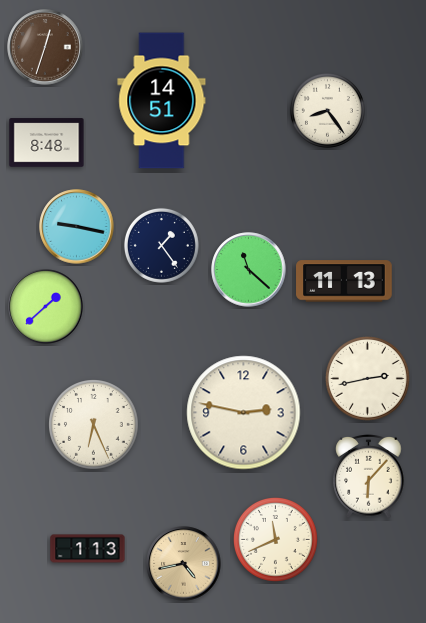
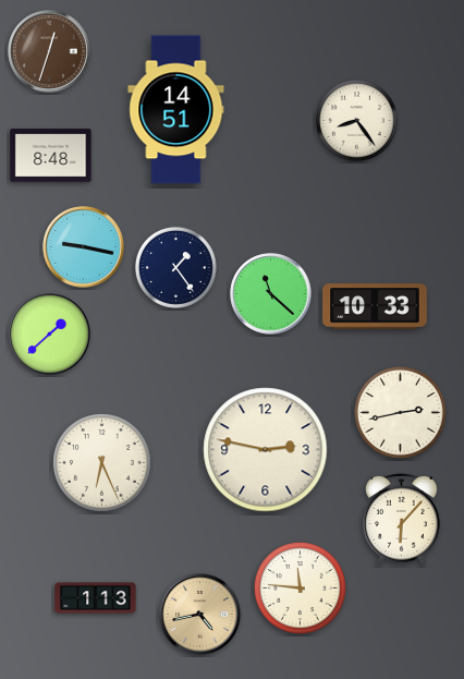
clock at (344, 281): 11:13 -> 10:33
clock at (276, 540): 11:41 -> 11:46
